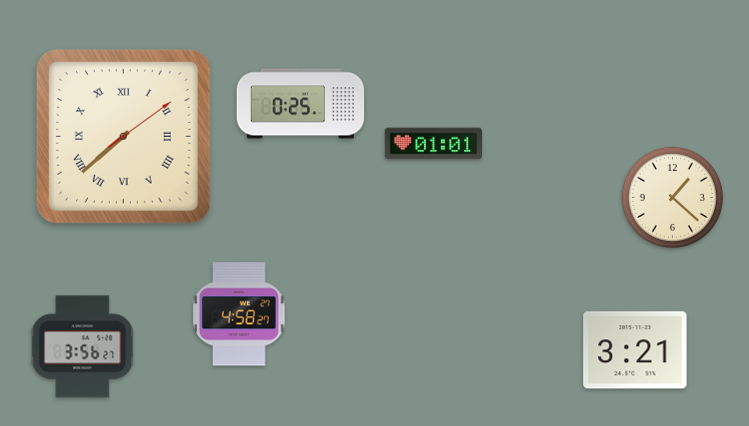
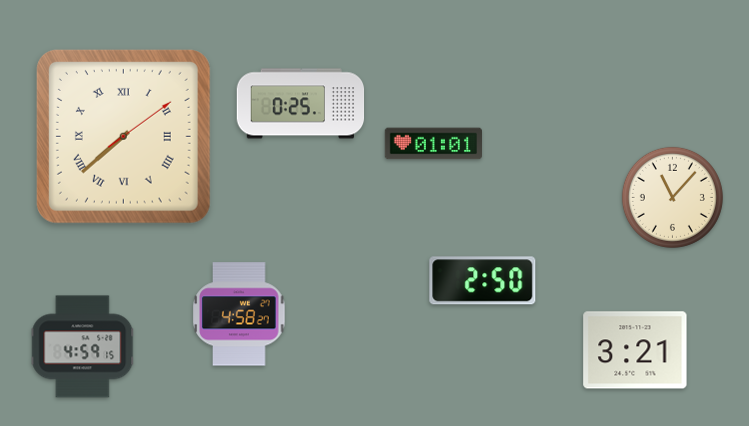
clock at (672, 197): 1:22 -> 11:07
clock at (483, 281): none -> 2:50
clock at (83, 347): 3:56 -> 4:59
